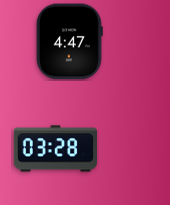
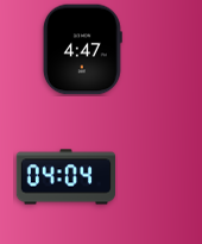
clock at (55, 149): 03:28 -> 04:04
